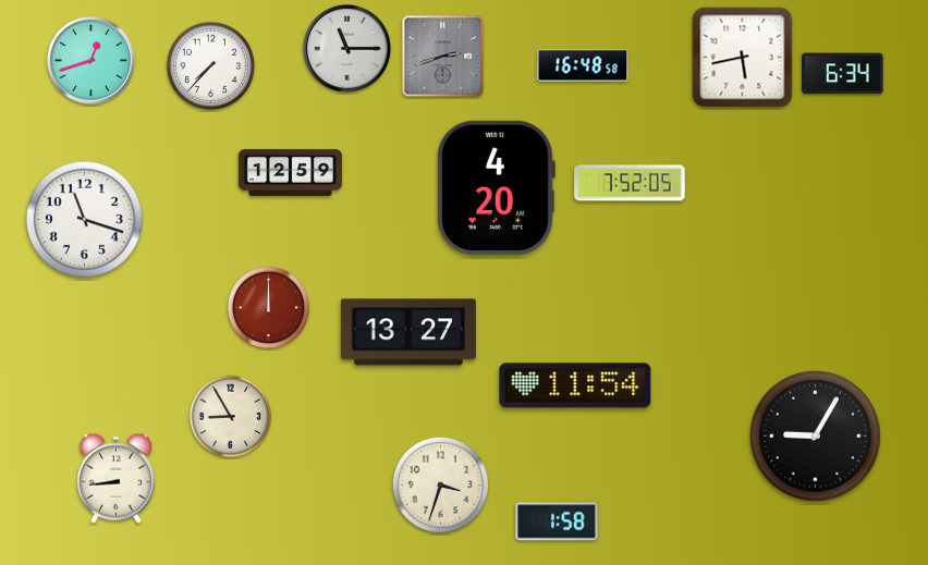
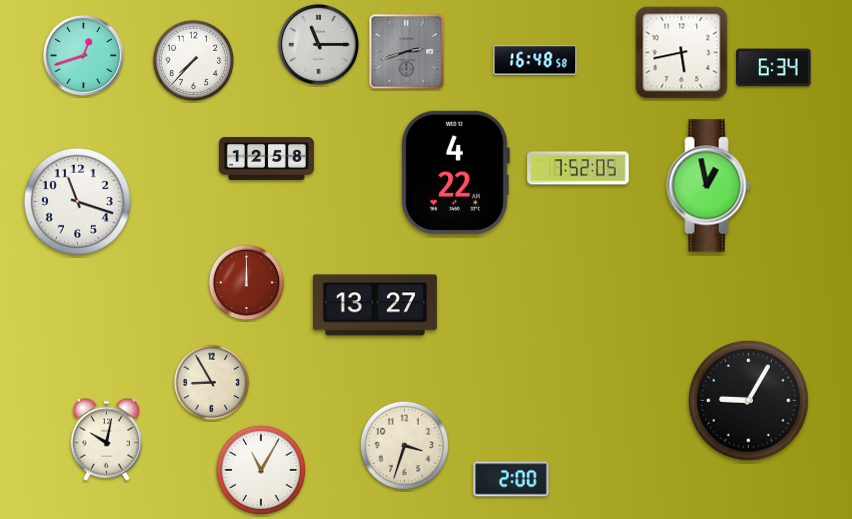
clock at (290, 172): 12:59 -> 12:58
clock at (496, 187): 4:20 -> 4:22
clock at (709, 186): none -> 12:58
clock at (575, 385): 11:54 -> none
clock at (117, 478): 8:44 -> 10:02
clock at (261, 470): none -> 11:05
clock at (557, 521): 1:58 -> 2:00
